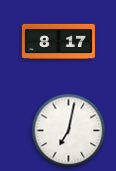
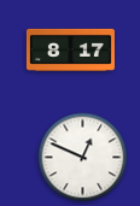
clock at (69, 131): 7:02 -> 12:49
